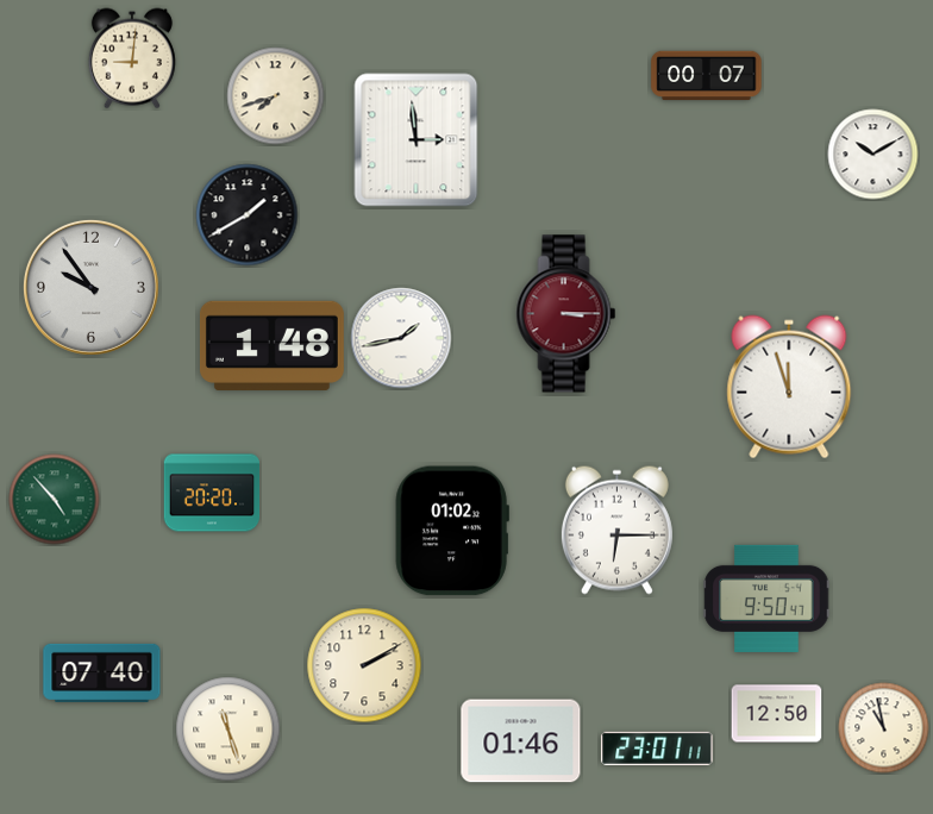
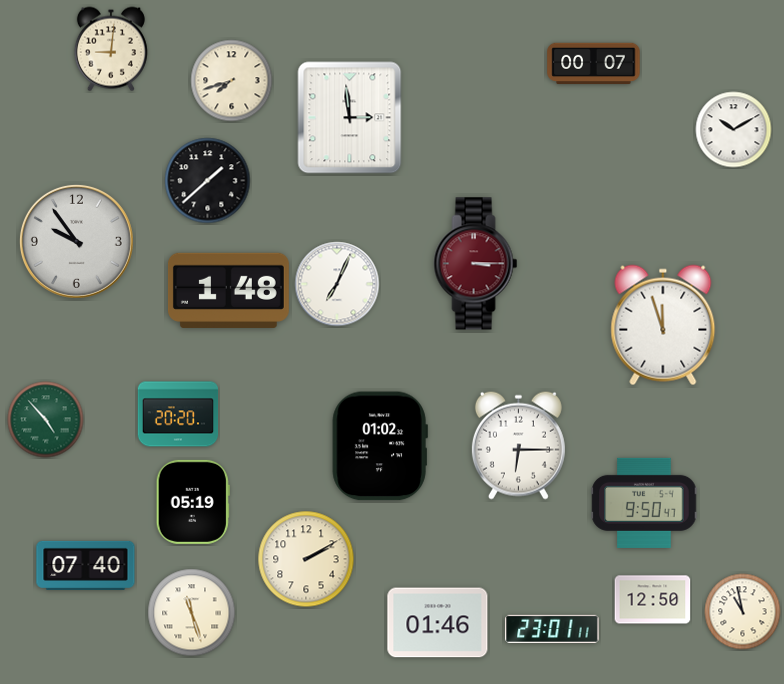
clock at (248, 215): 1:40 -> 1:38
clock at (401, 338): 1:43 -> 7:04
clock at (193, 502): none -> 05:19
